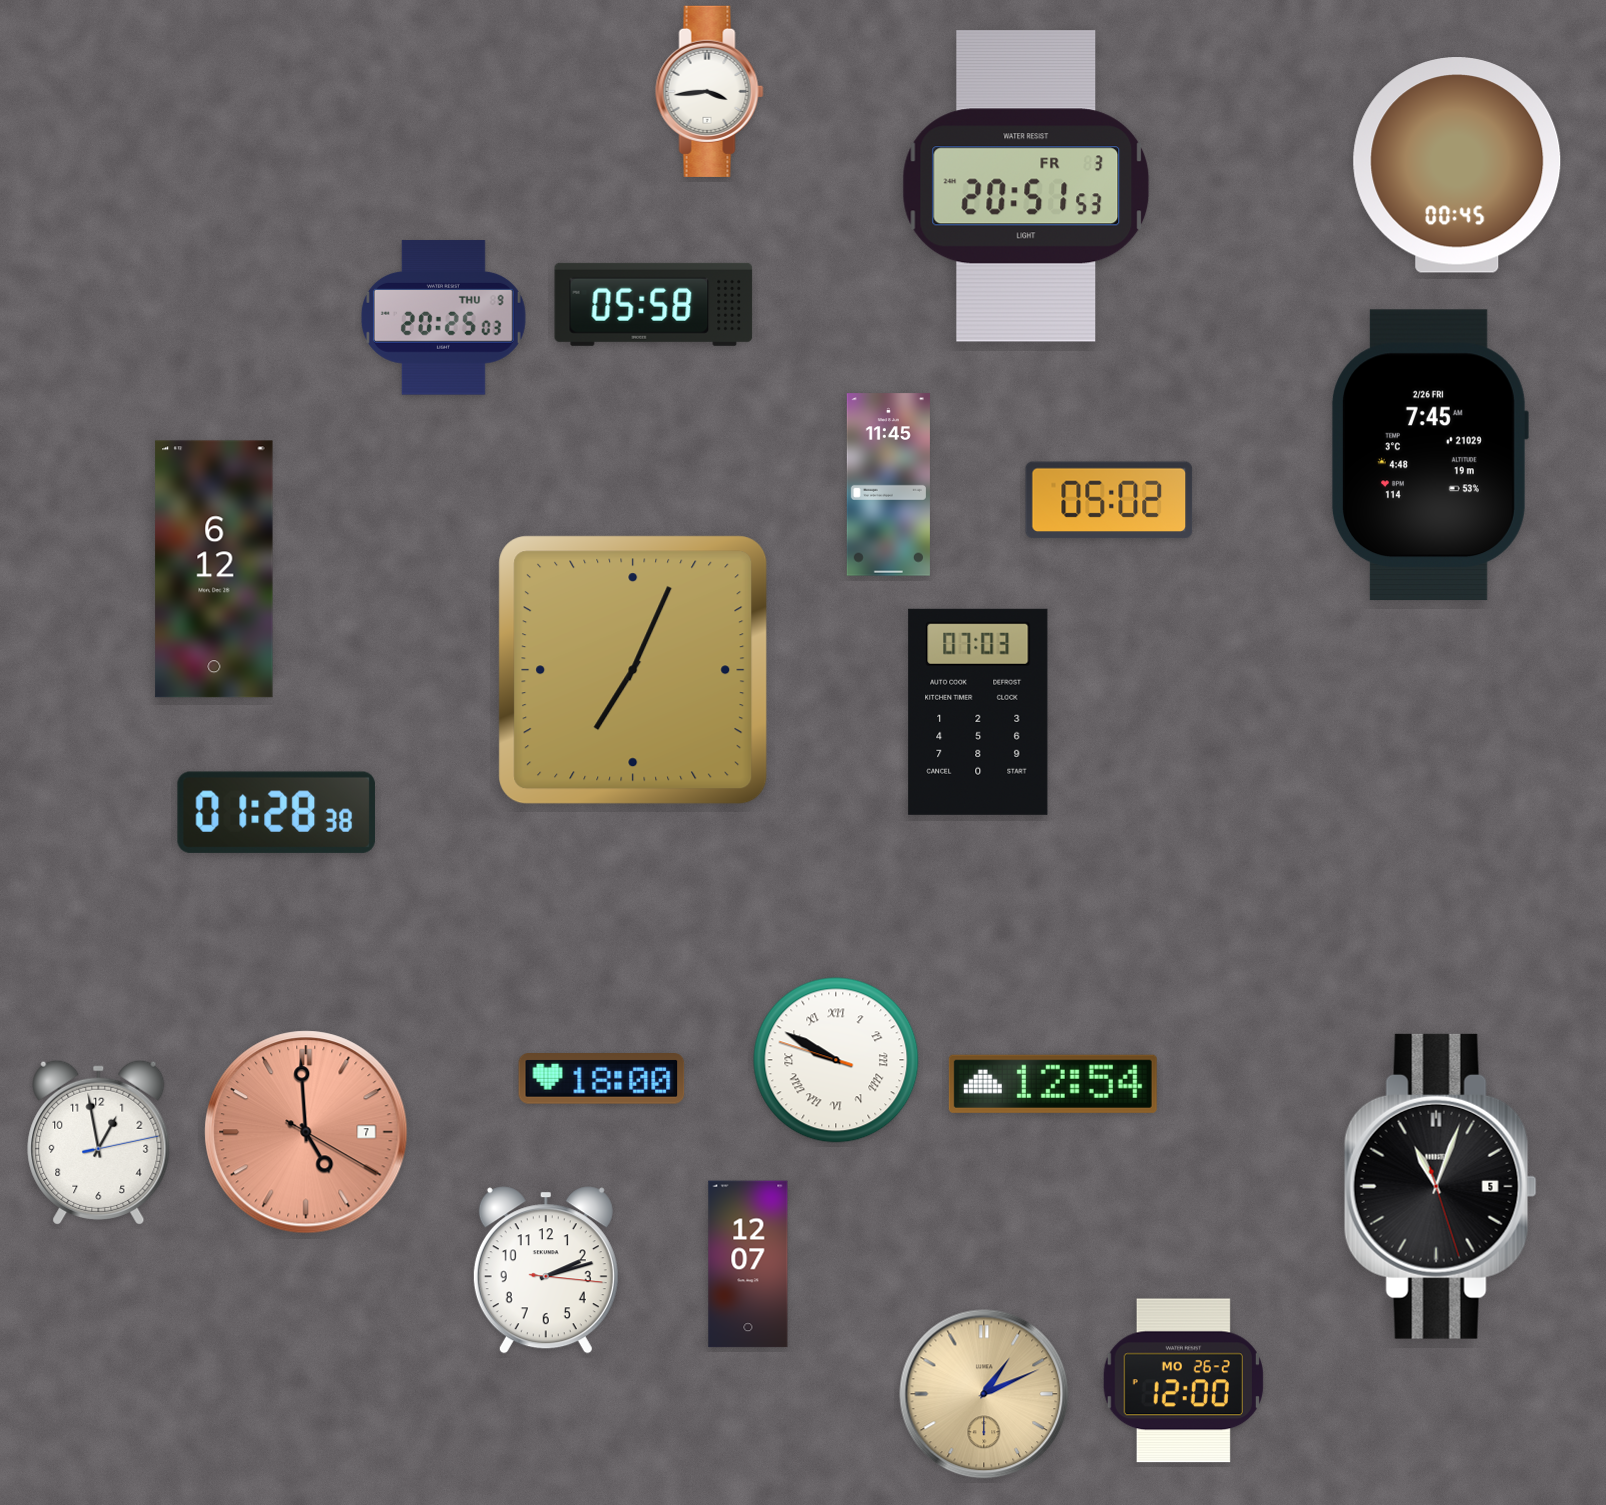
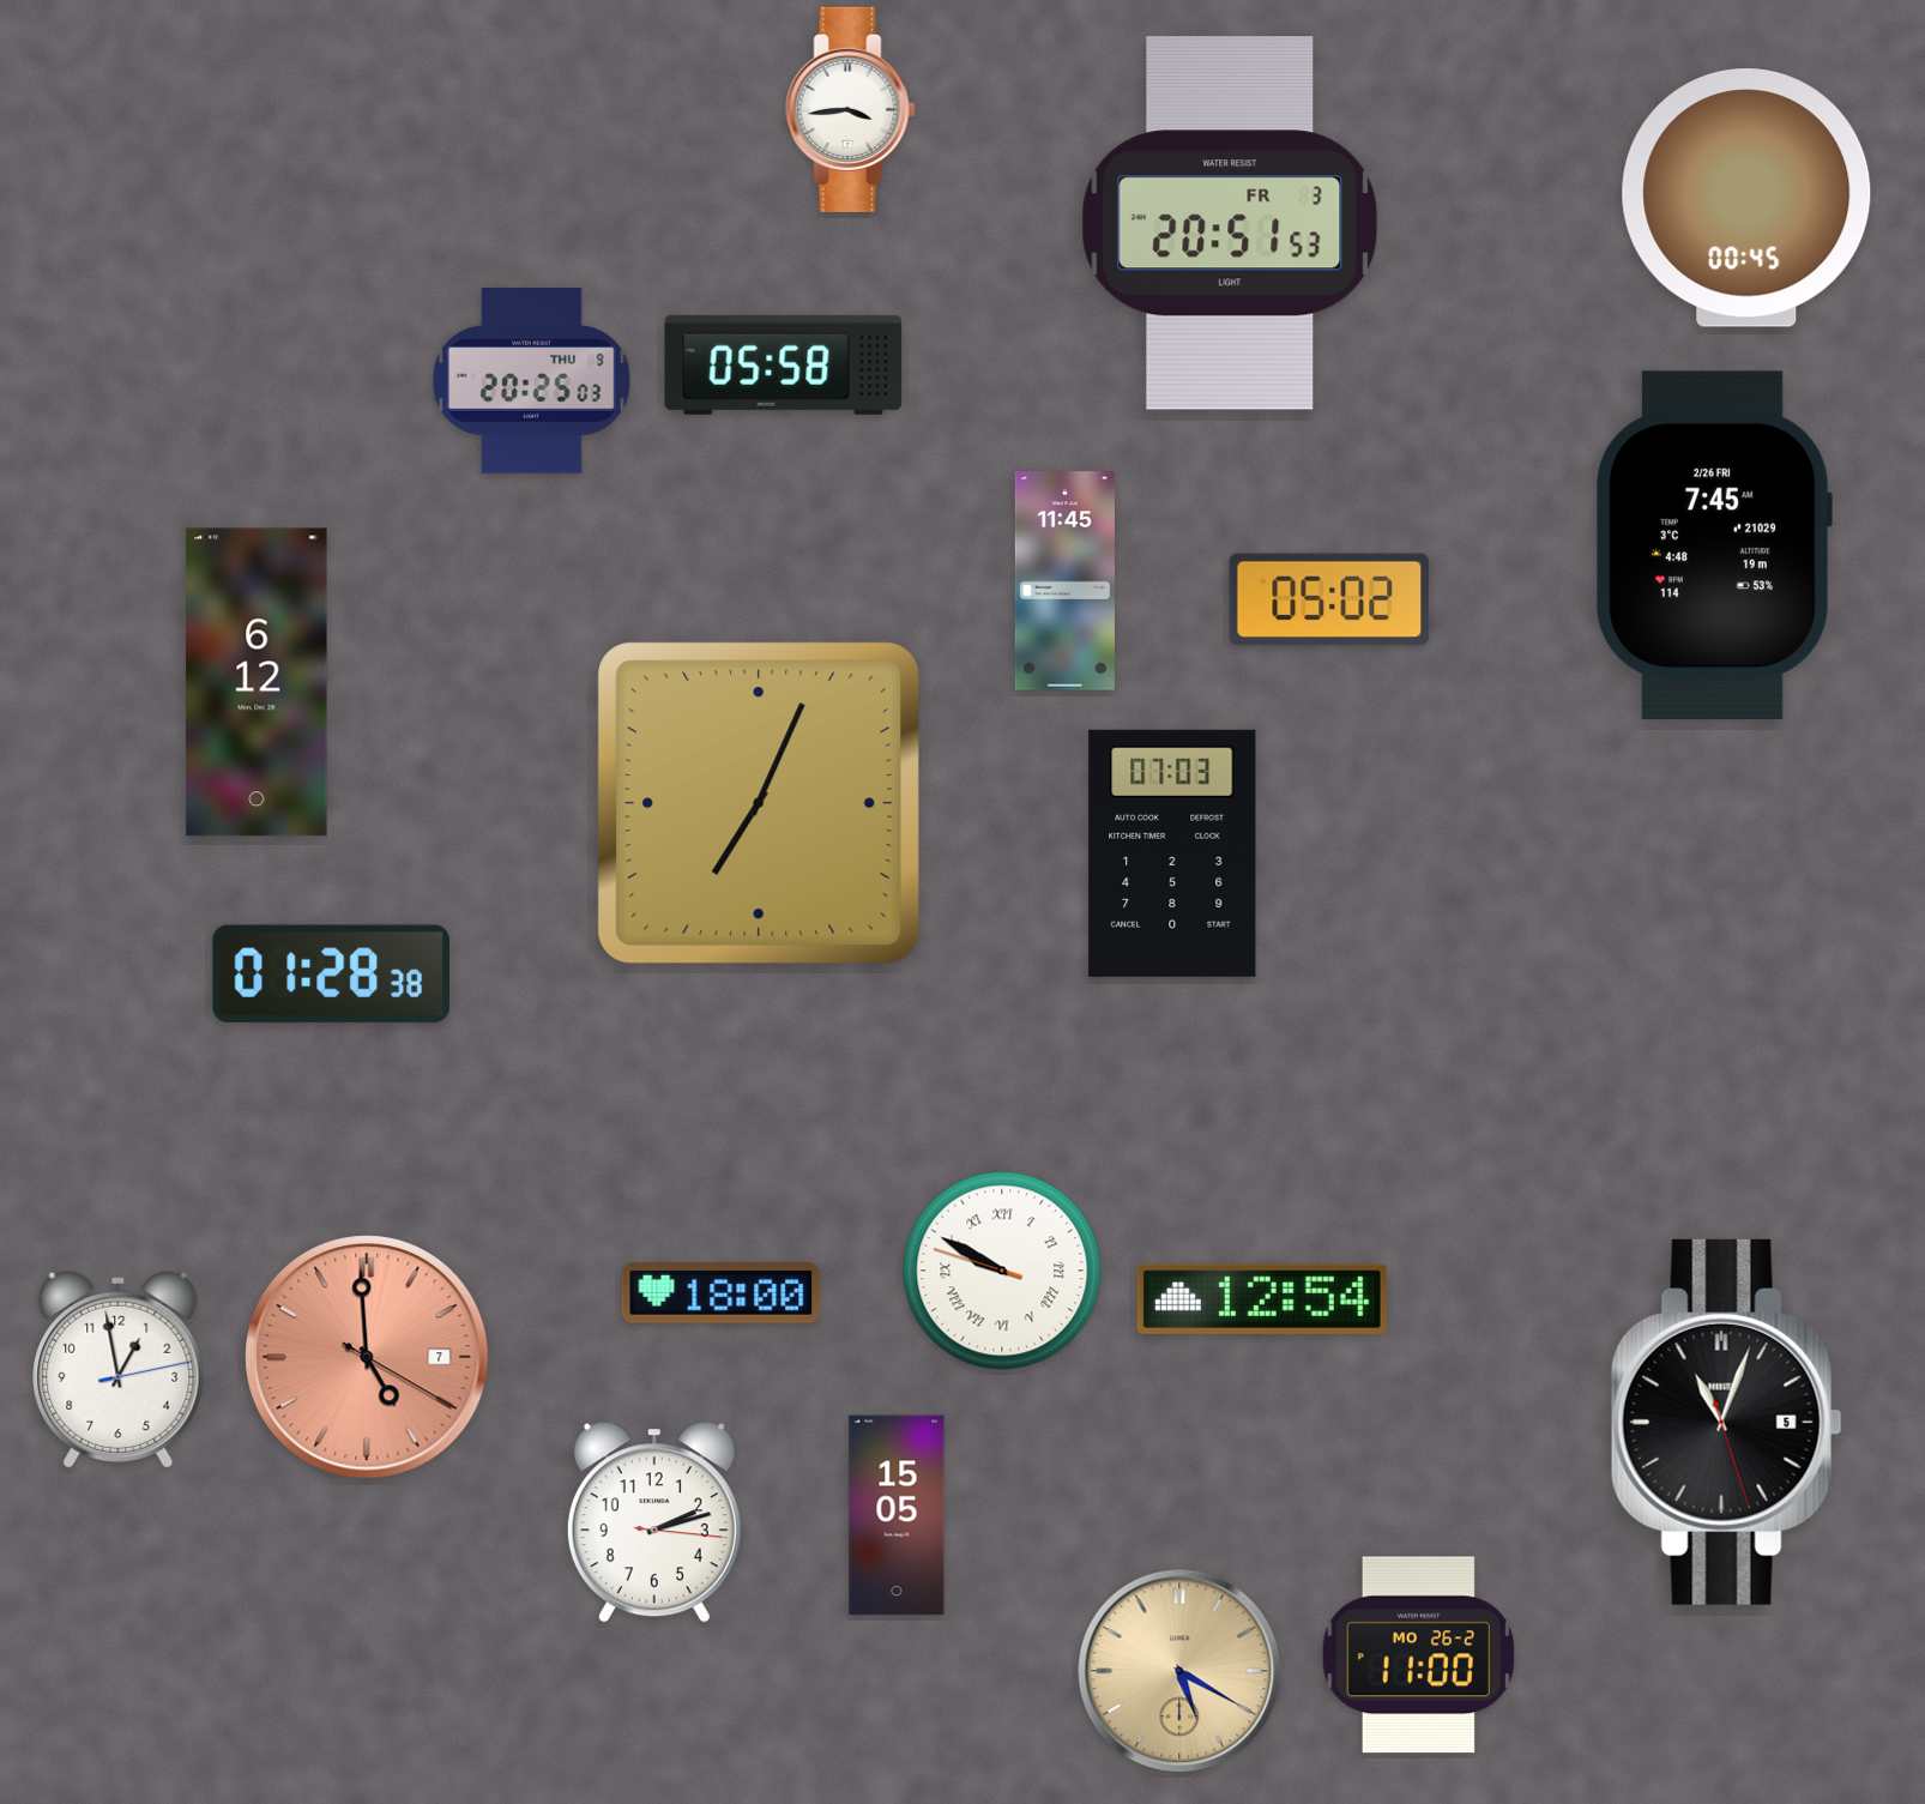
clock at (748, 1264): 12:07 -> 15:05
clock at (1183, 1381): 12:00 -> 11:00
clock at (984, 1394): 1:11 -> 5:20
